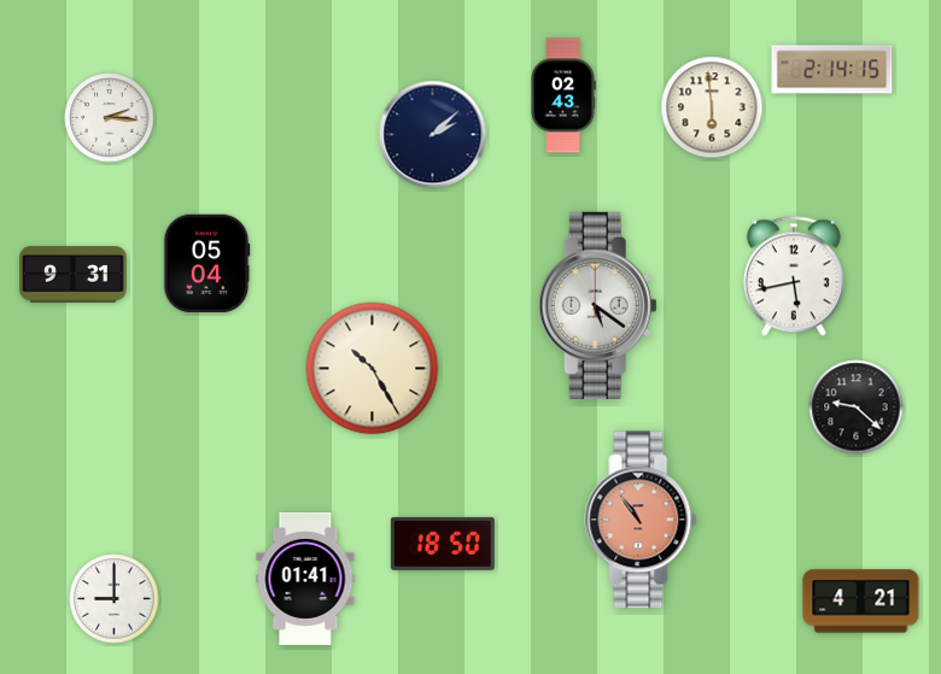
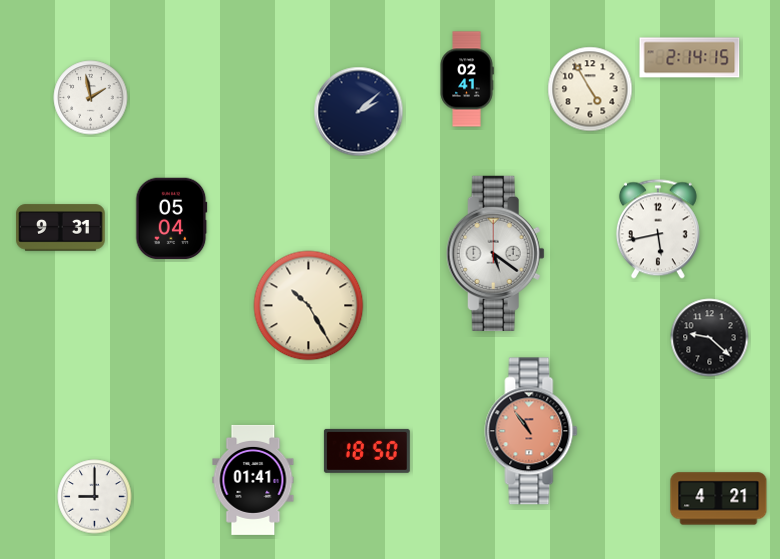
clock at (563, 95): 02:43 -> 02:41
clock at (712, 107): 5:59 -> 4:55
clock at (110, 118): 2:16 -> 1:58
clock at (861, 602) position: (861, 602) -> (719, 499)
